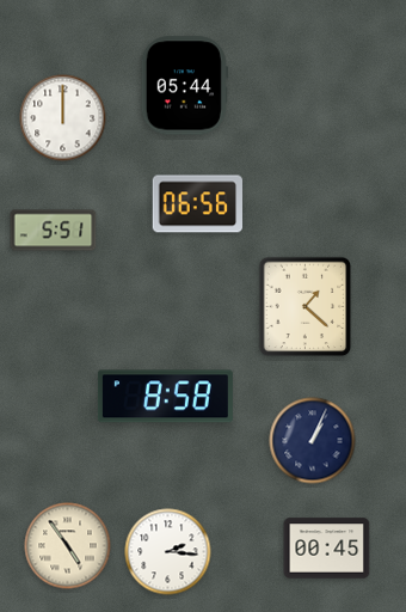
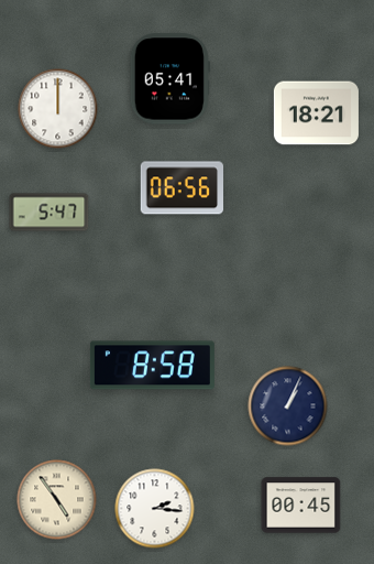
clock at (184, 86): 05:44 -> 05:41
clock at (316, 113): none -> 18:21
clock at (54, 231): 5:51 -> 5:47
clock at (306, 307): 1:22 -> none
clock at (68, 546) position: (68, 546) -> (57, 500)
